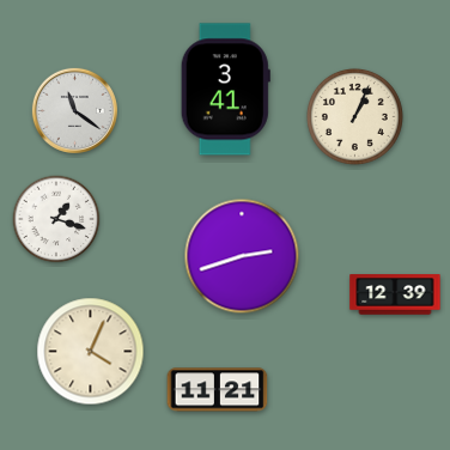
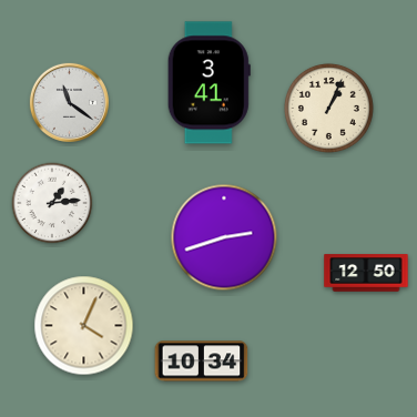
clock at (56, 219): 1:18 -> 1:14
clock at (395, 294): 12:39 -> 12:50
clock at (218, 390): 11:21 -> 10:34
